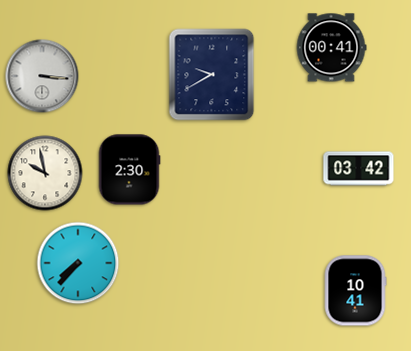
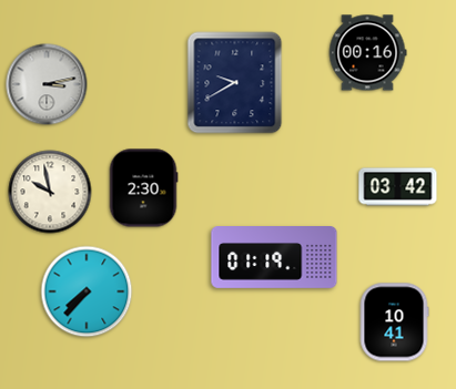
clock at (331, 48): 00:41 -> 00:16
clock at (42, 76): 3:16 -> 3:13
clock at (274, 258): none -> 01:19
